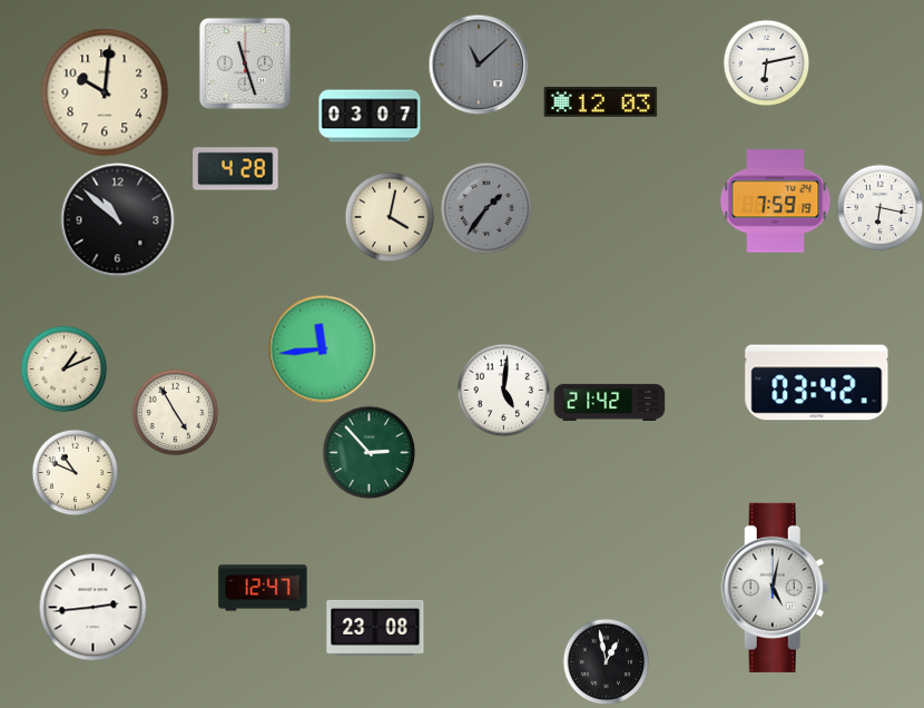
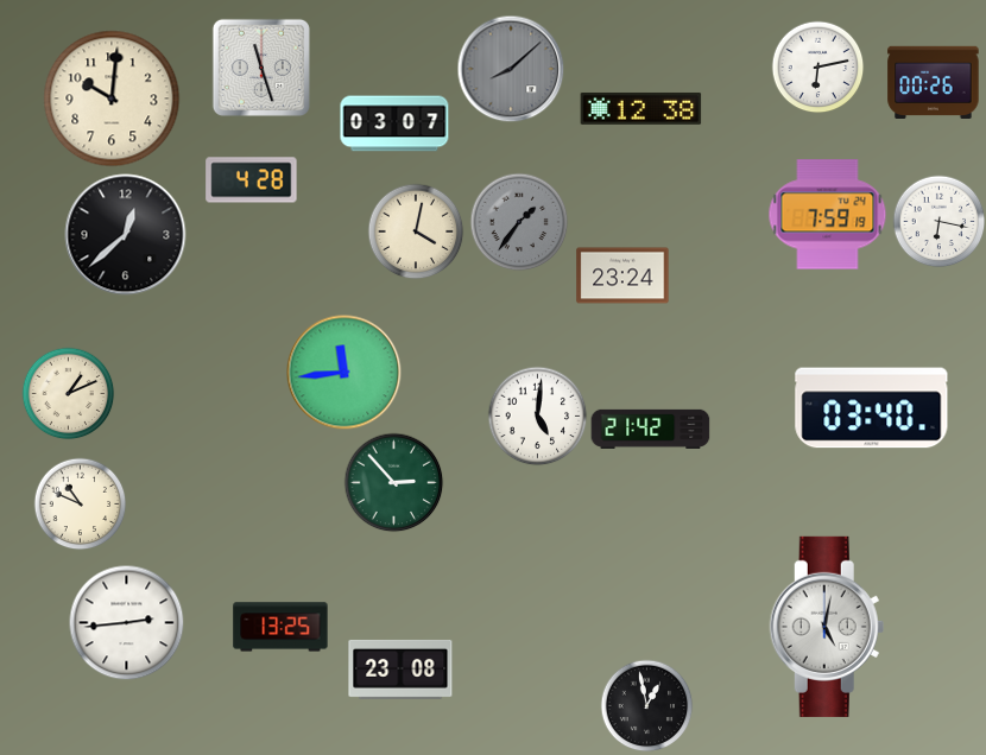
clock at (479, 65): 11:08 -> 8:08
clock at (934, 82): none -> 00:26
clock at (601, 101): 12:03 -> 12:38
clock at (118, 220): 10:52 -> 12:38
clock at (622, 275): none -> 23:24
clock at (817, 383): 03:42 -> 03:40
clock at (175, 412): 4:55 -> none
clock at (263, 588): 12:47 -> 13:25
clock at (92, 607) position: (92, 607) -> (126, 622)
